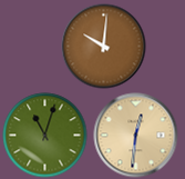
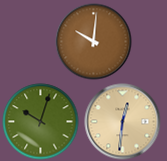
clock at (45, 136): 11:03 -> 10:03
